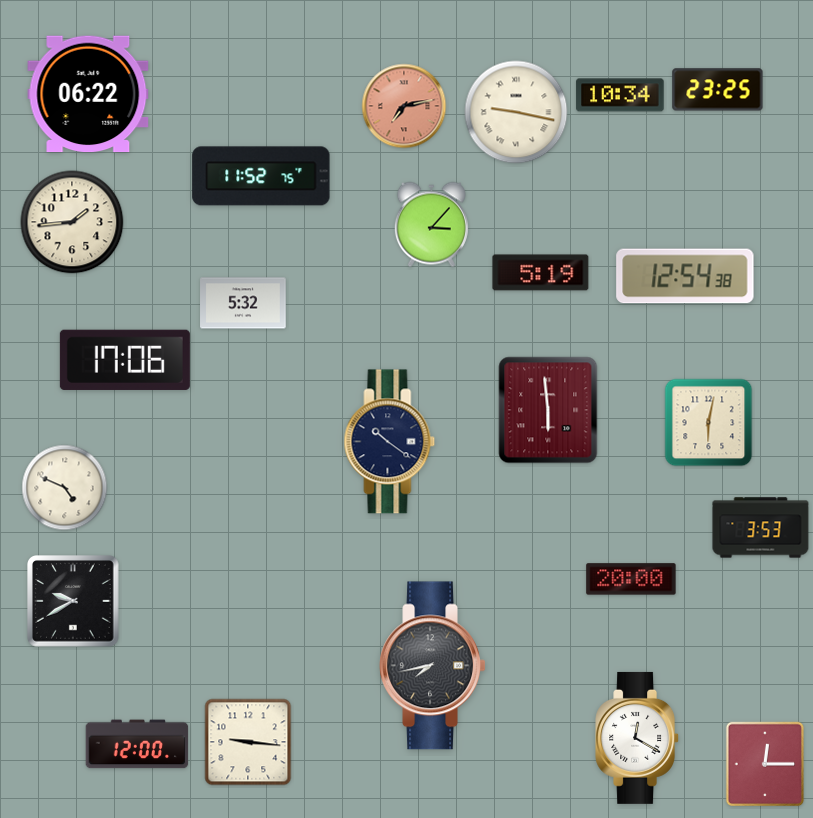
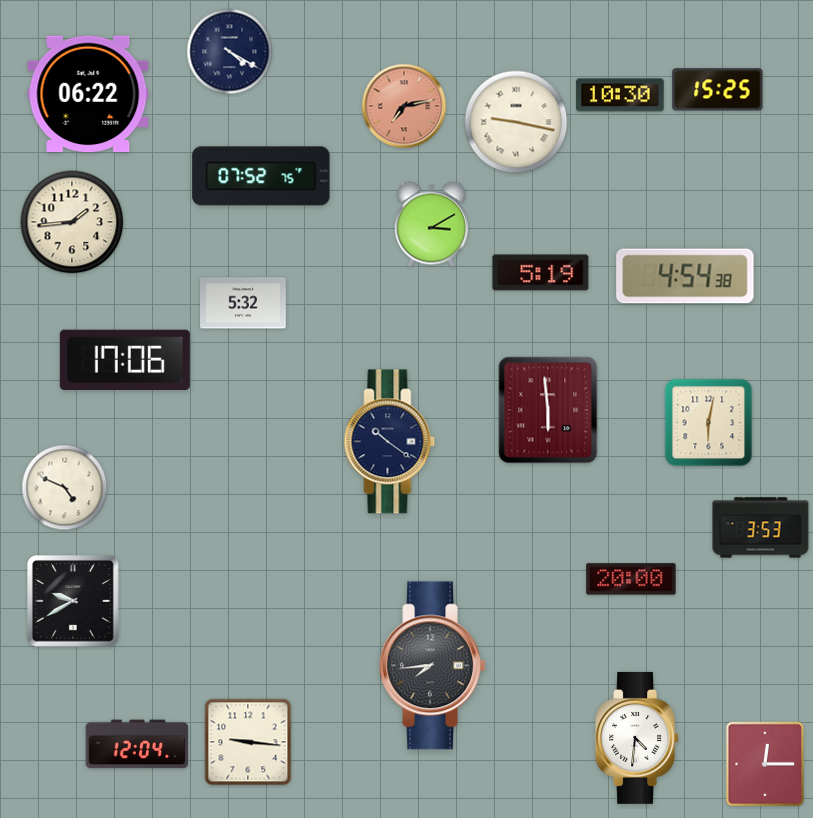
clock at (230, 52): none -> 4:20
clock at (718, 90): 23:25 -> 15:25
clock at (620, 95): 10:34 -> 10:30
clock at (516, 112) position: (516, 112) -> (516, 122)
clock at (261, 176): 11:52 -> 07:52
clock at (431, 225): 3:07 -> 3:10
clock at (685, 276): 12:54 -> 4:54
clock at (433, 666): 7:43 -> 7:44
clock at (638, 738): 12:20 -> 4:31
clock at (137, 744): 12:00 -> 12:04
